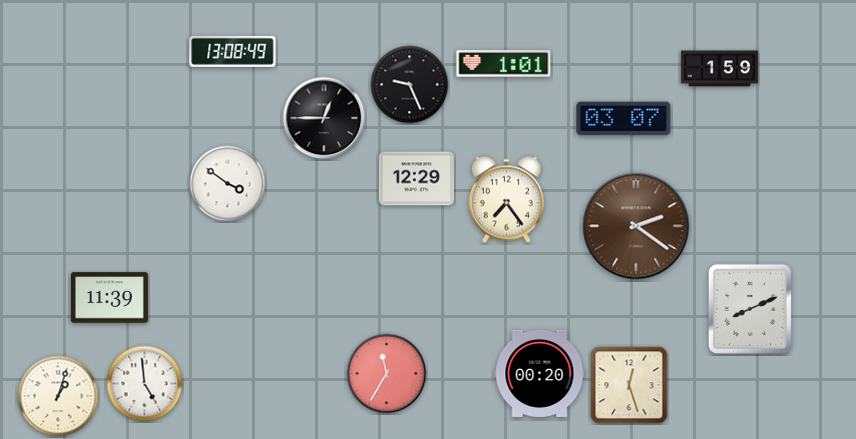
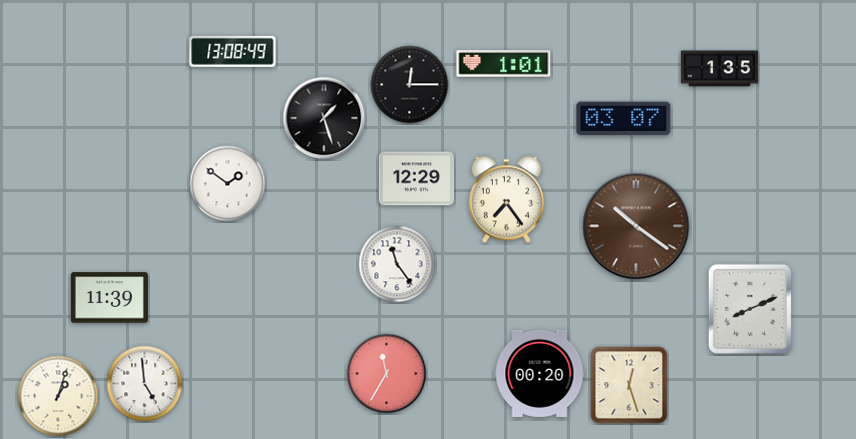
clock at (719, 69): 1:59 -> 1:35
clock at (410, 85): 9:26 -> 12:15
clock at (324, 118): 12:45 -> 1:27
clock at (228, 184): 3:51 -> 1:51
clock at (636, 226): 2:21 -> 10:21
clock at (397, 264): none -> 11:24
